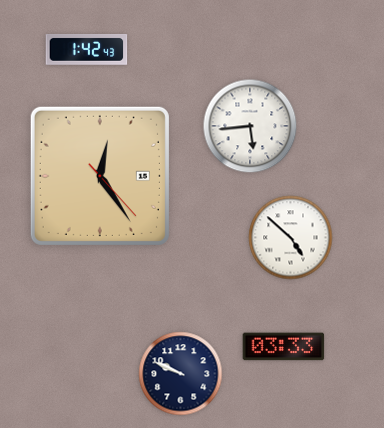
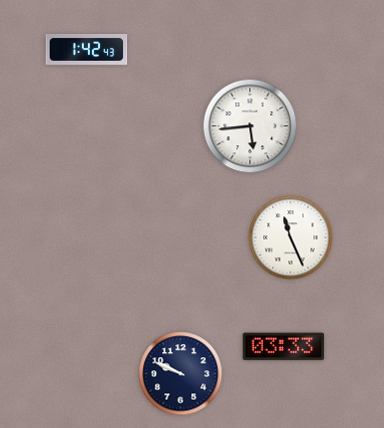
clock at (100, 176): 12:24 -> none
clock at (291, 238): 4:52 -> 11:26
